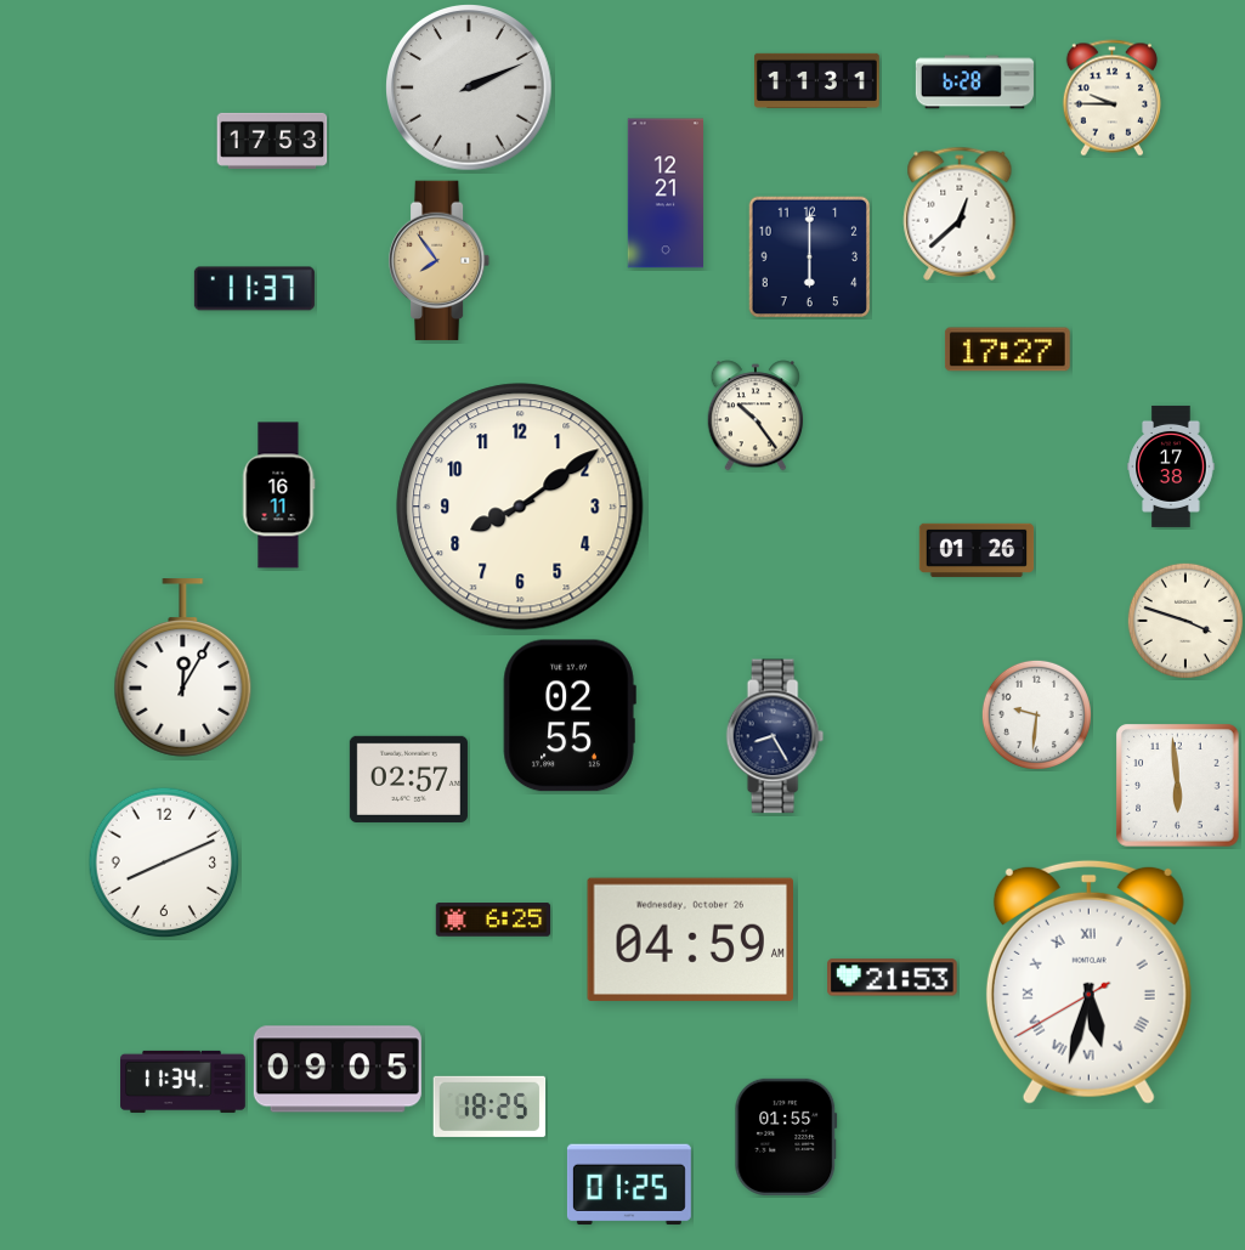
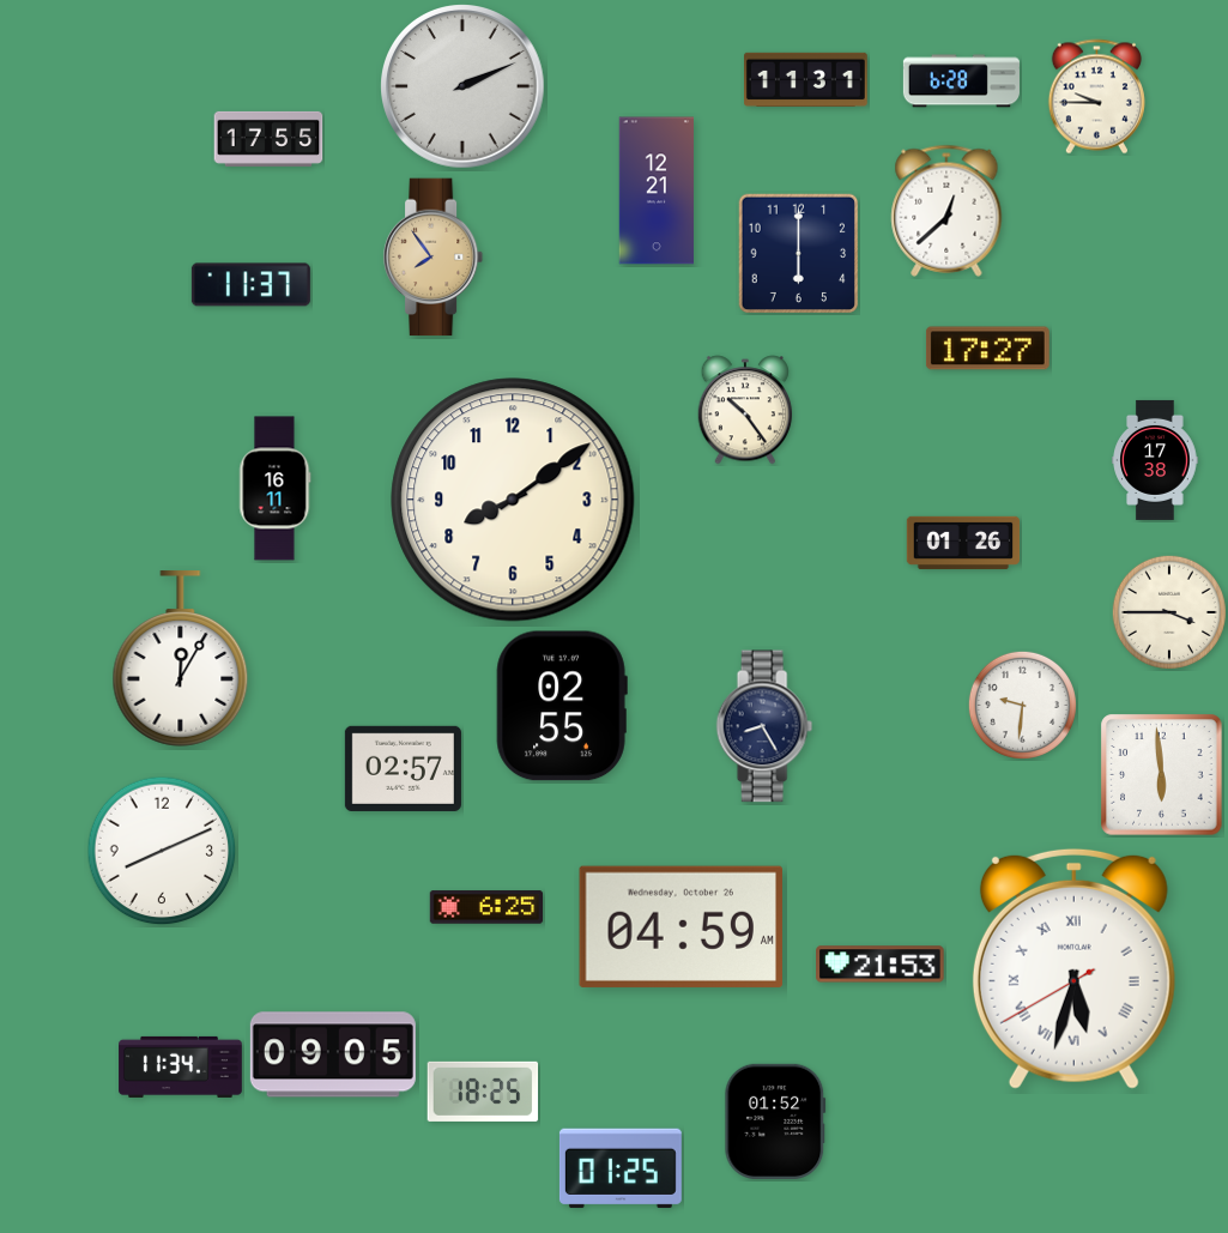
clock at (272, 141): 17:53 -> 17:55
clock at (1007, 350) position: (1007, 350) -> (987, 349)
clock at (1185, 621): 3:48 -> 3:45
clock at (786, 1137): 01:55 -> 01:52
